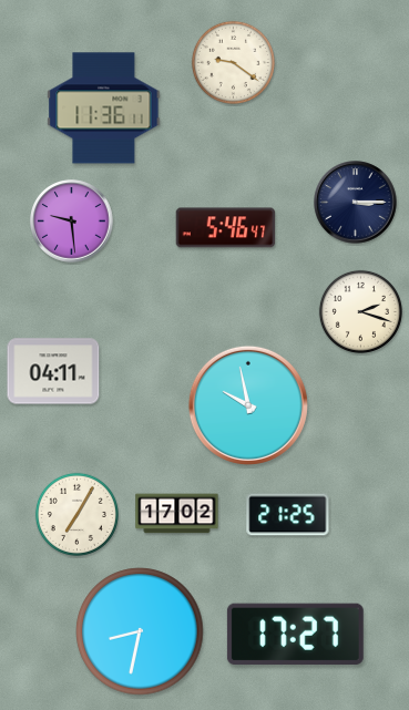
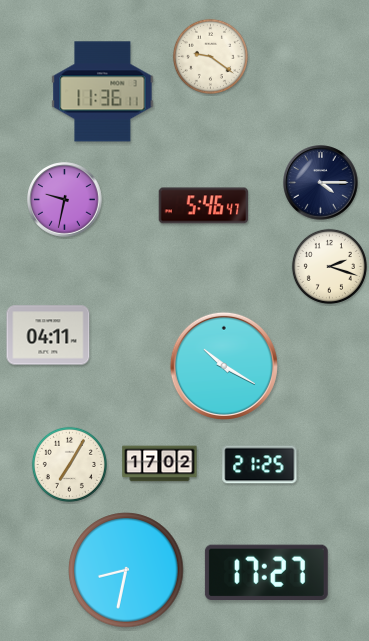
clock at (104, 109) position: (104, 109) -> (103, 92)
clock at (356, 203): 3:15 -> 4:15
clock at (72, 222): 9:29 -> 9:32
clock at (360, 311) position: (360, 311) -> (329, 266)
clock at (248, 405): 9:58 -> 10:20
